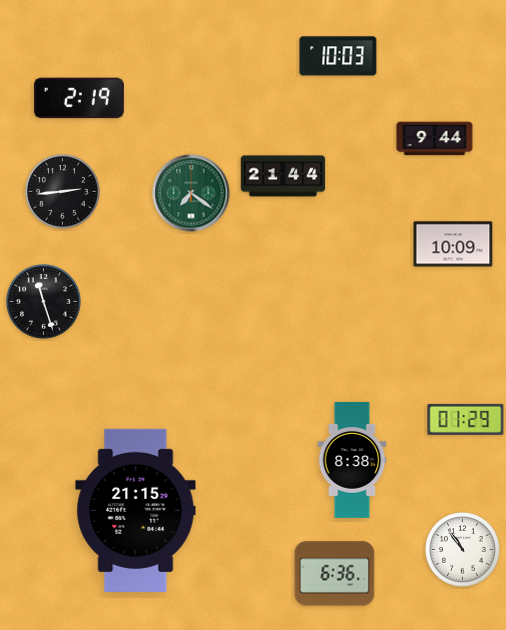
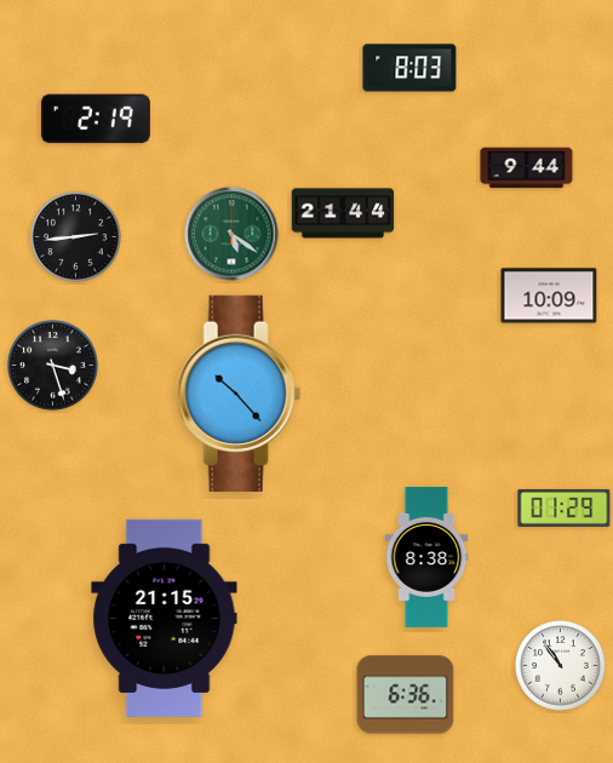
clock at (338, 56): 10:03 -> 8:03
clock at (63, 192) position: (63, 192) -> (76, 237)
clock at (191, 193): 7:21 -> 5:21
clock at (44, 302): 11:27 -> 3:27
clock at (239, 394): none -> 10:23
